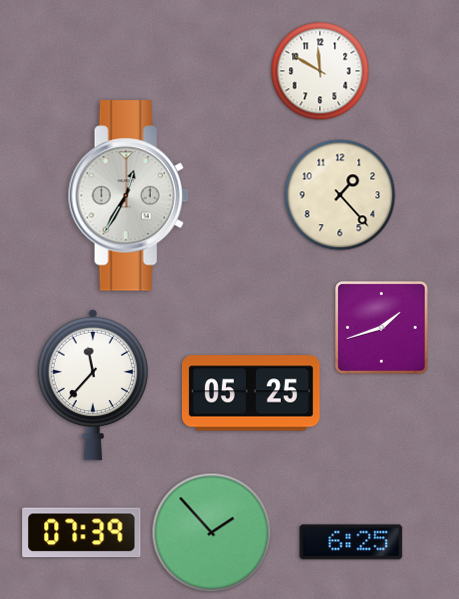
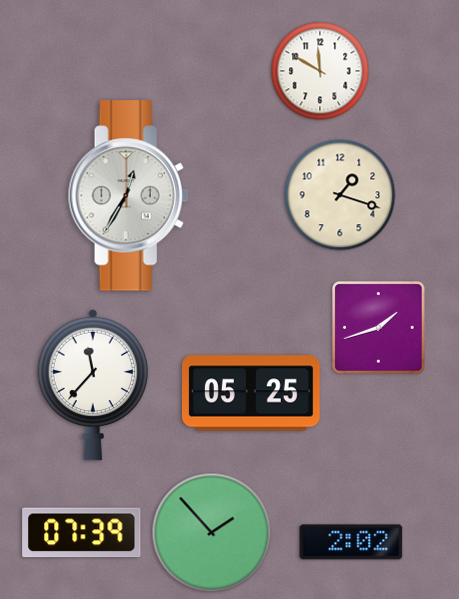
clock at (340, 195): 1:23 -> 1:18
clock at (382, 328) position: (382, 328) -> (379, 328)
clock at (351, 542): 6:25 -> 2:02
